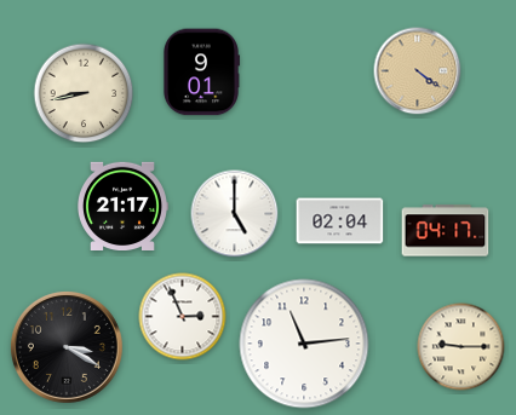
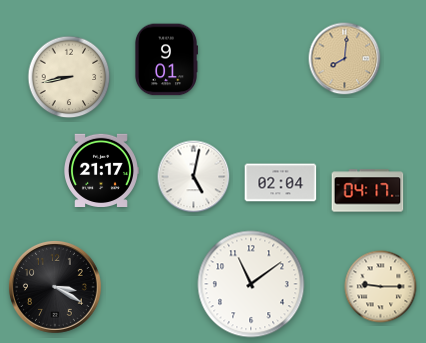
clock at (418, 71): 4:21 -> 8:01
clock at (235, 214): 5:00 -> 5:02
clock at (183, 317): 2:56 -> none
clock at (304, 344): 11:14 -> 11:09
